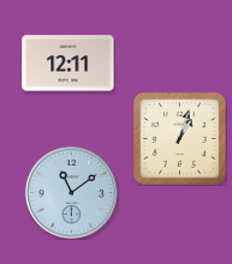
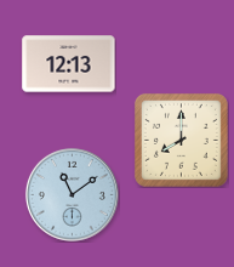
clock at (69, 64): 12:11 -> 12:13
clock at (179, 138): 1:03 -> 8:00
